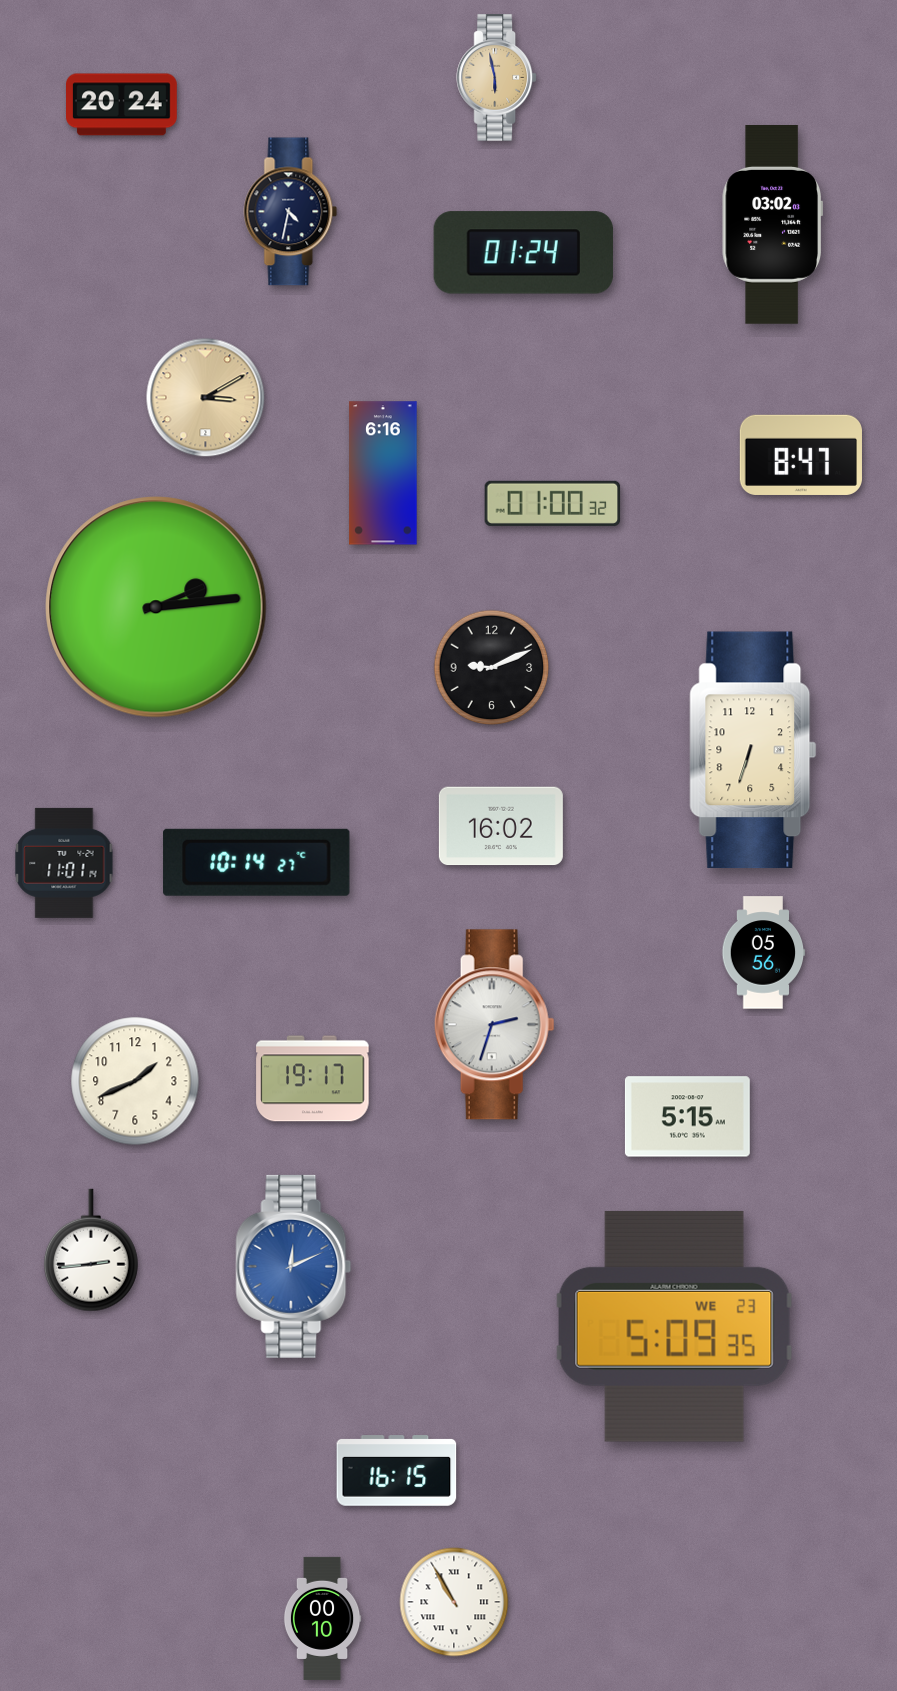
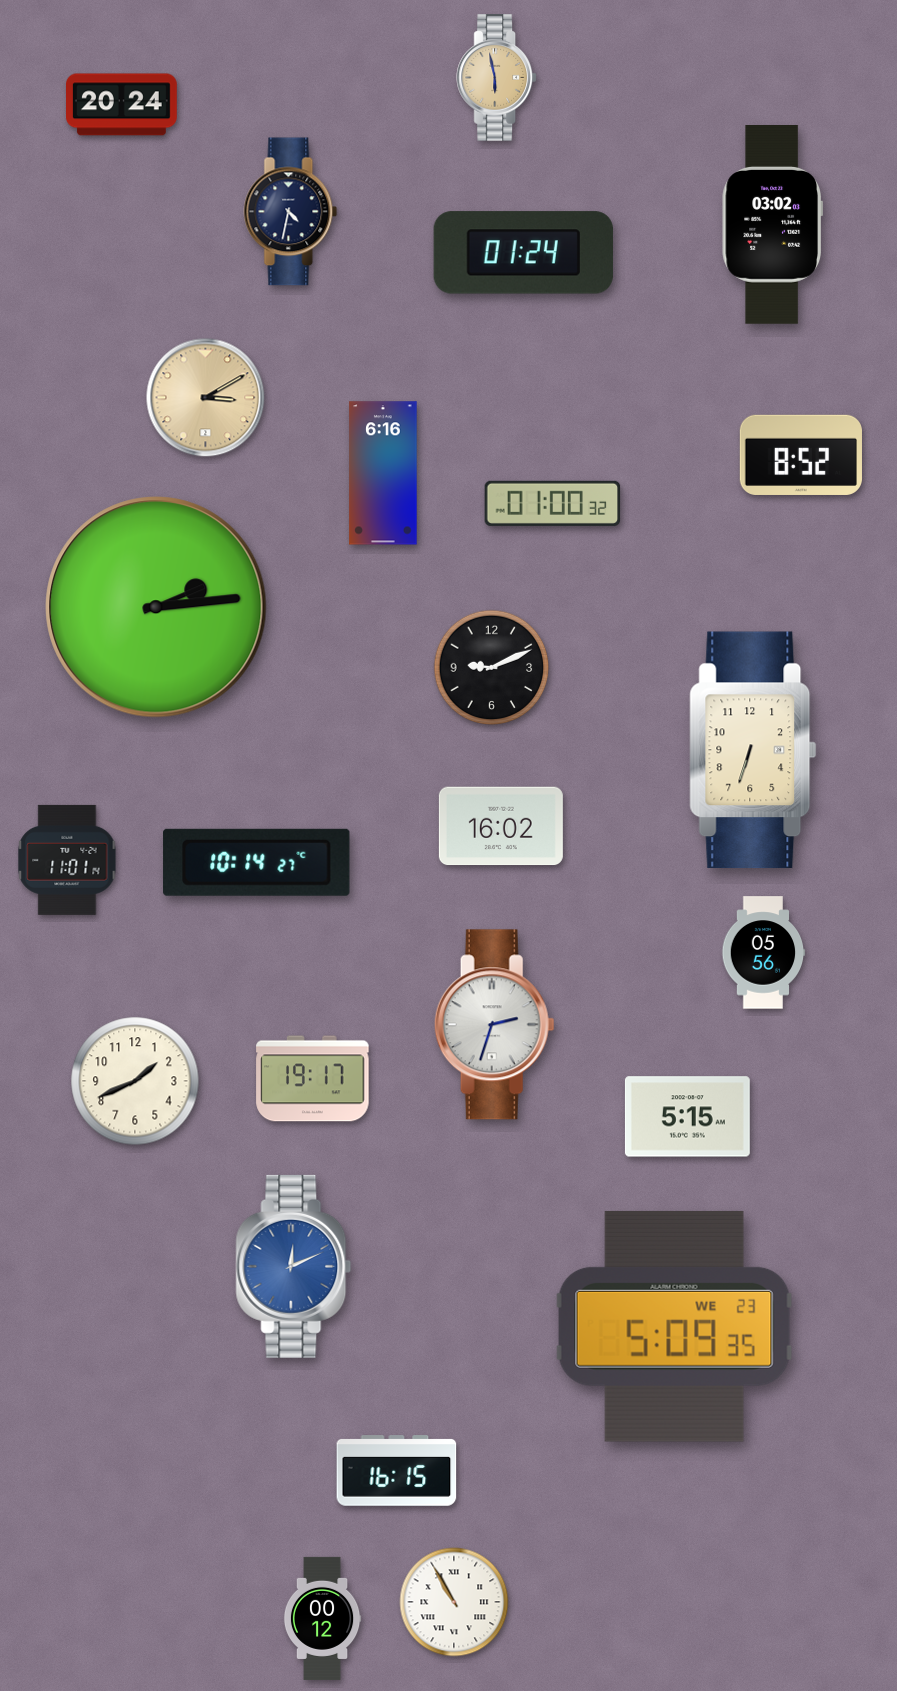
clock at (801, 455): 8:47 -> 8:52
clock at (64, 863) position: (64, 863) -> (67, 860)
clock at (91, 1250): 2:44 -> none
clock at (322, 1618): 00:10 -> 00:12
